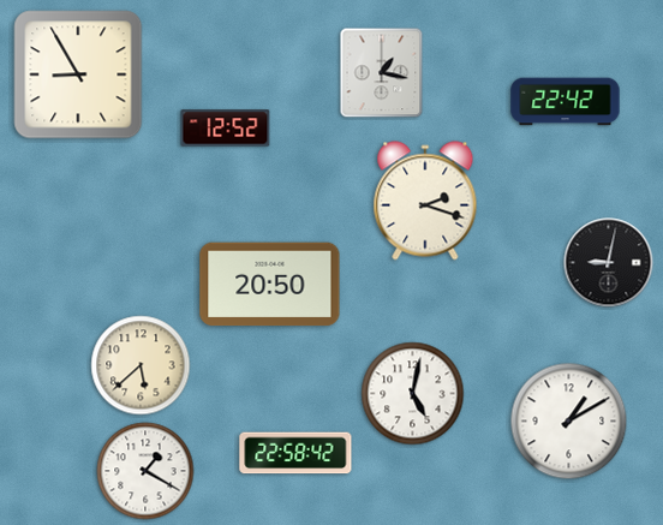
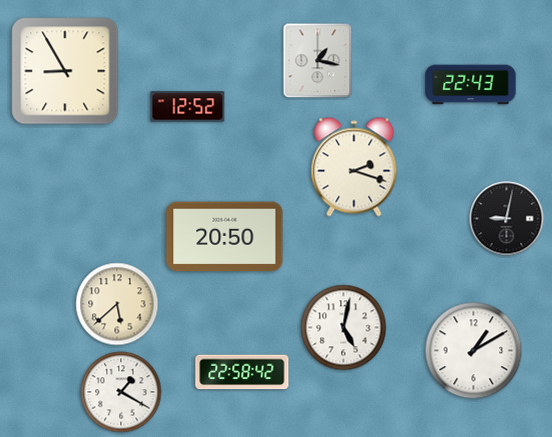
clock at (78, 74) position: (78, 74) -> (65, 71)
clock at (566, 102): 22:42 -> 22:43
clock at (295, 453) position: (295, 453) -> (242, 372)
